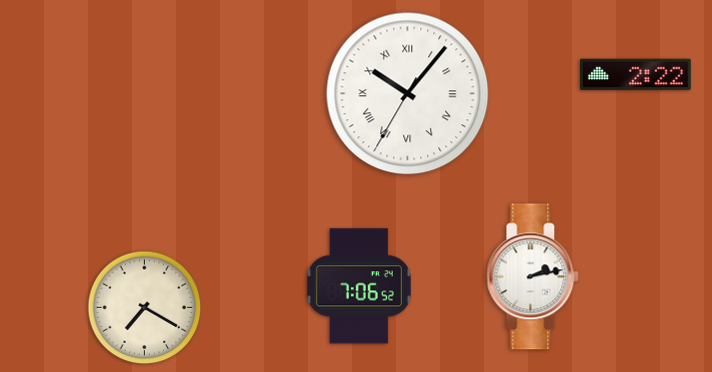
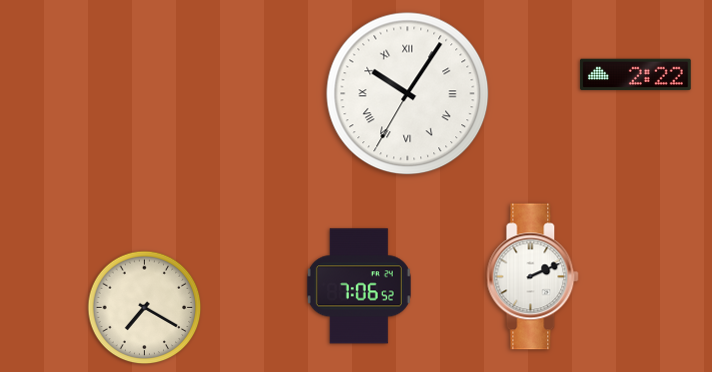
clock at (408, 94): 10:06 -> 10:05
clock at (533, 277): 2:13 -> 2:11
